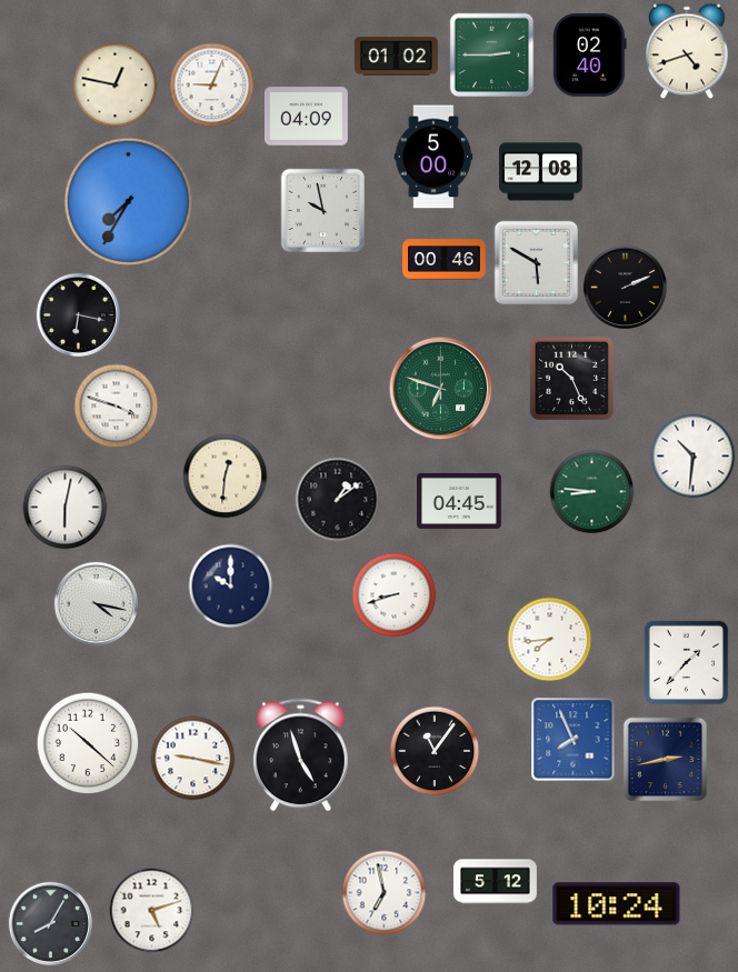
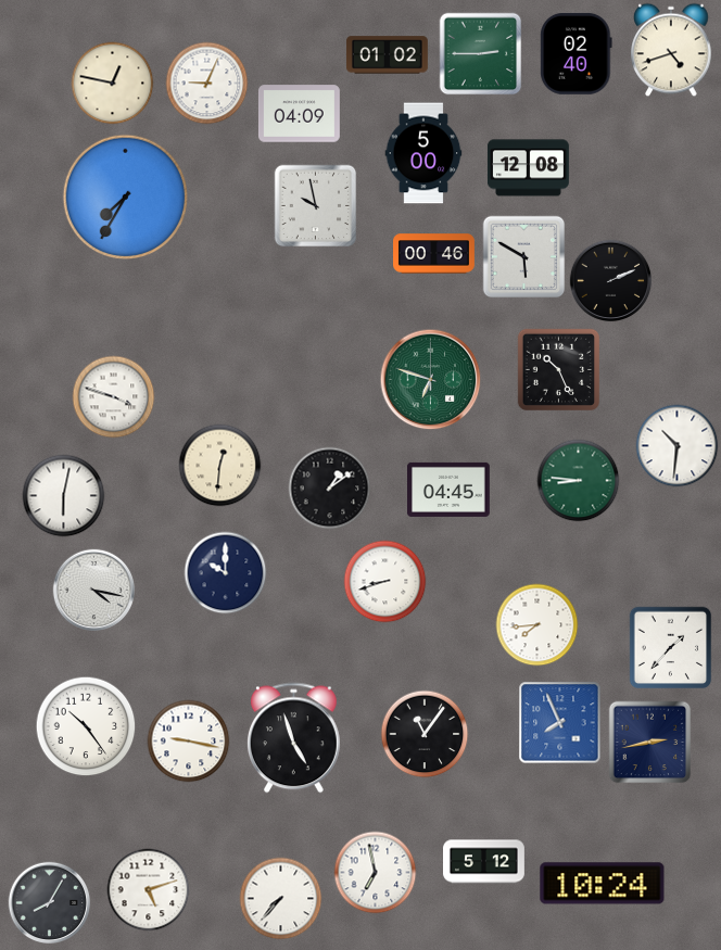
clock at (79, 315): 6:17 -> none
clock at (88, 743): 10:22 -> 10:24
clock at (281, 899): none -> 7:37
